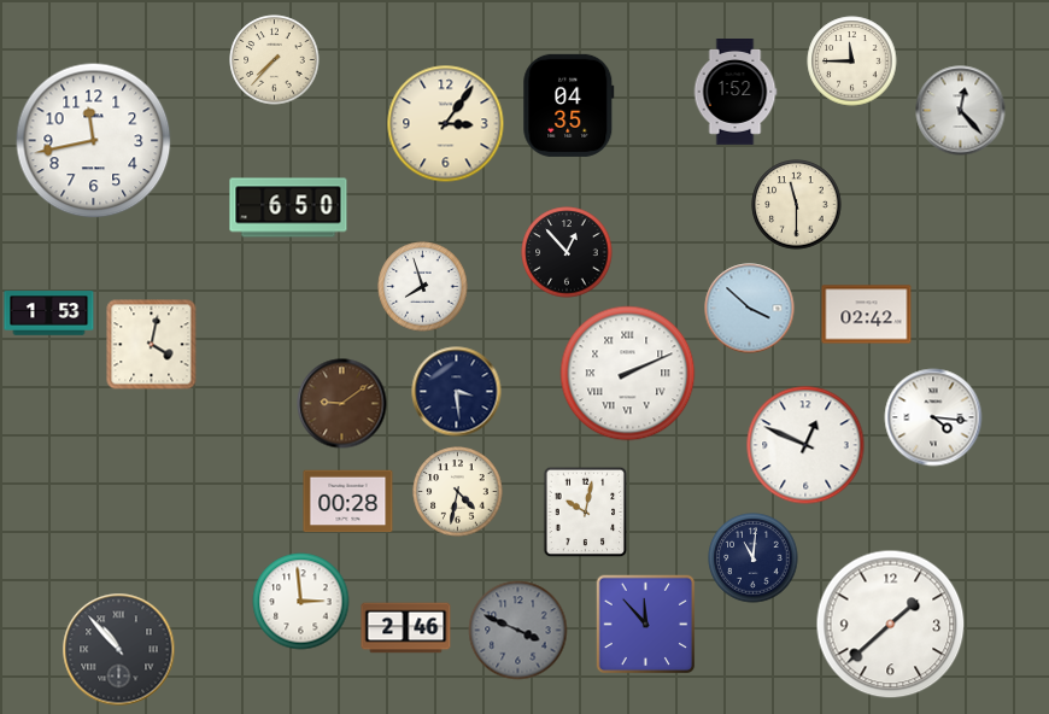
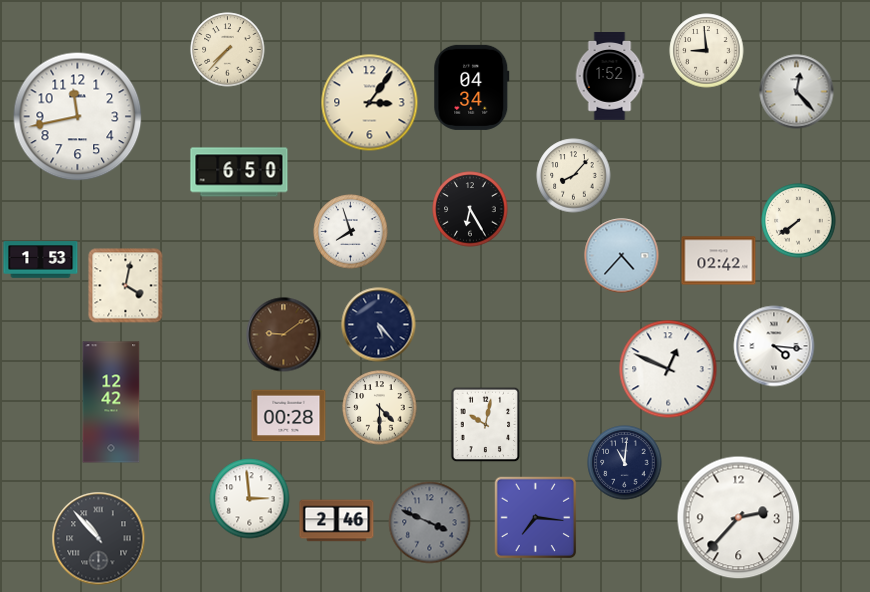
clock at (852, 62): 11:45 -> 8:59
clock at (569, 105): 04:35 -> 04:34
clock at (797, 205): 11:30 -> none
clock at (574, 176): none -> 8:07
clock at (567, 252): 12:53 -> 6:25
clock at (799, 221): none -> 7:39
clock at (423, 287) position: (423, 287) -> (351, 232)
clock at (750, 309): 3:52 -> 4:37
clock at (628, 374): 2:11 -> none
clock at (457, 392): 3:29 -> 5:23
clock at (111, 402): none -> 12:42
clock at (458, 492): 4:32 -> 4:30
clock at (646, 625): 11:53 -> 7:16
clock at (891, 625): 1:38 -> 2:37
